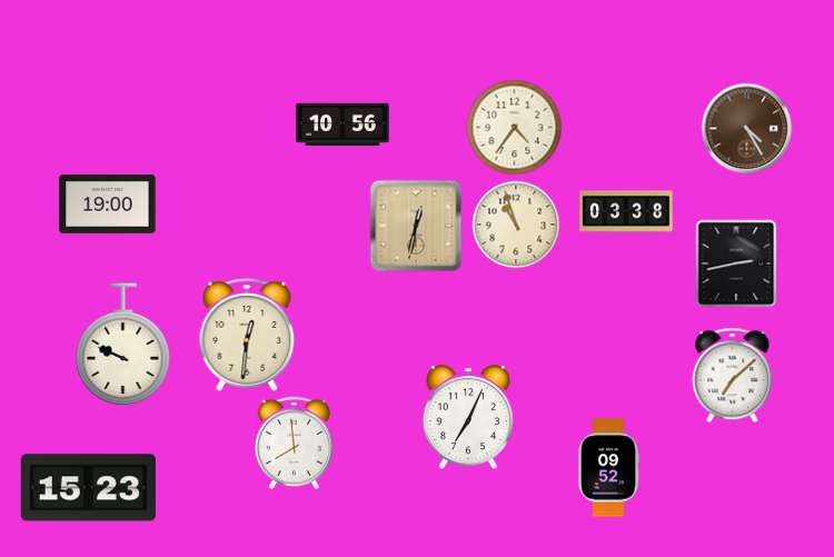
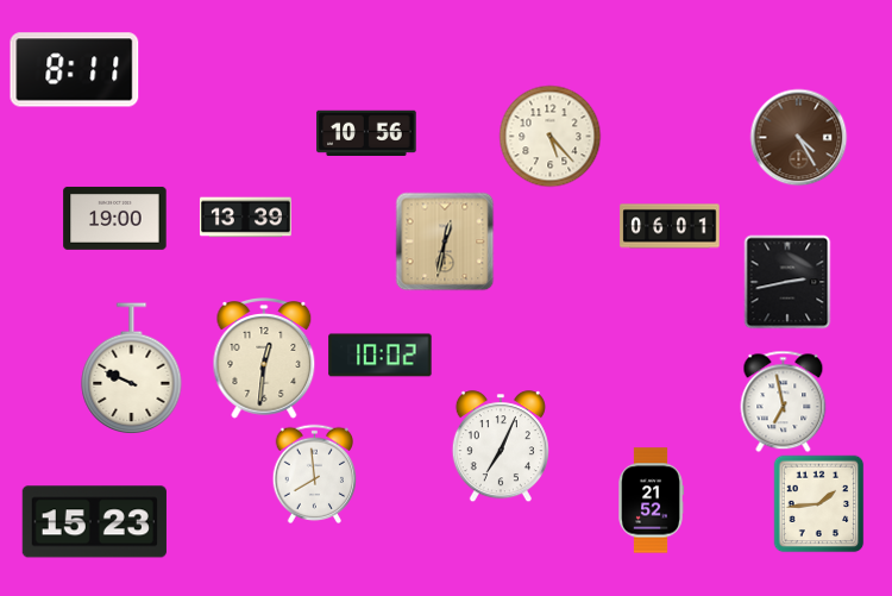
clock at (75, 70): none -> 8:11
clock at (514, 127): 4:36 -> 5:23
clock at (245, 218): none -> 13:39
clock at (626, 211): 03:38 -> 06:01
clock at (516, 225): 10:57 -> none
clock at (381, 356): none -> 10:02
clock at (733, 375): 7:08 -> 6:58
clock at (608, 468): 09:52 -> 21:52
clock at (819, 503): none -> 1:44
